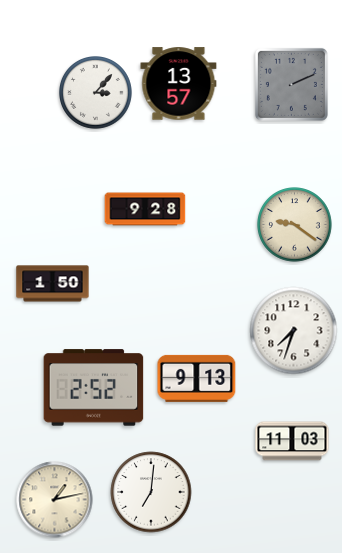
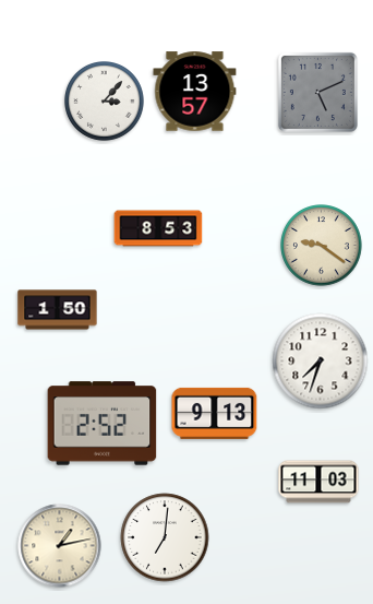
clock at (291, 84): 2:11 -> 5:11
clock at (145, 209): 9:28 -> 8:53
